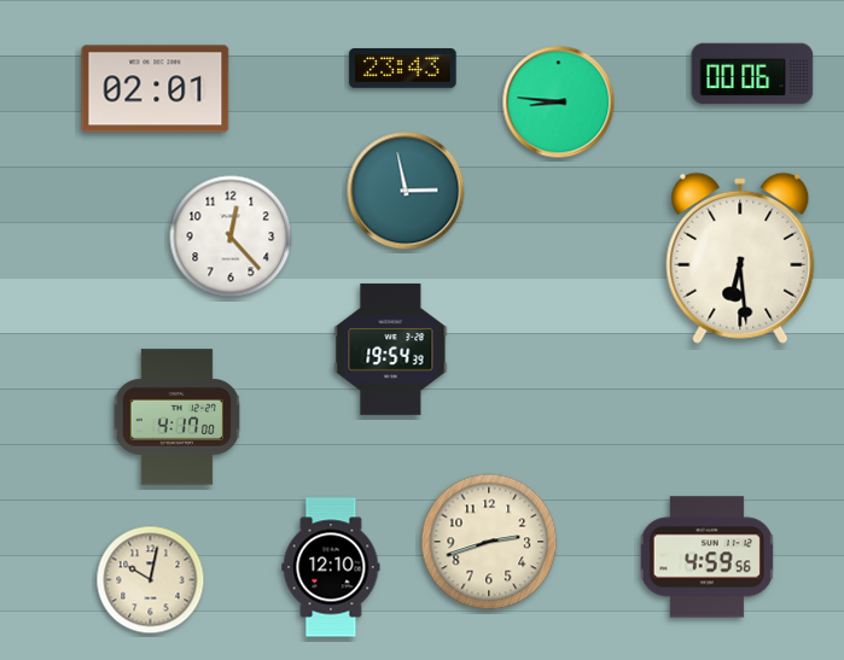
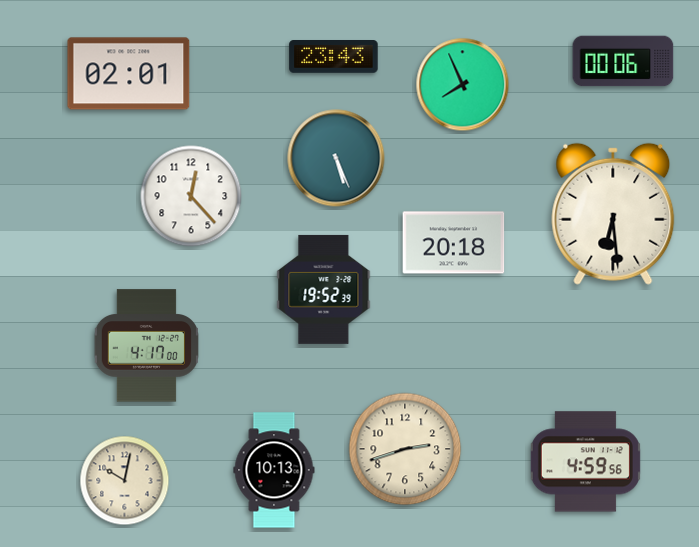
clock at (559, 103): 8:46 -> 7:56
clock at (406, 191): 2:58 -> 5:26
clock at (454, 243): none -> 20:18
clock at (391, 349): 19:54 -> 19:52
clock at (331, 567): 12:10 -> 10:13
